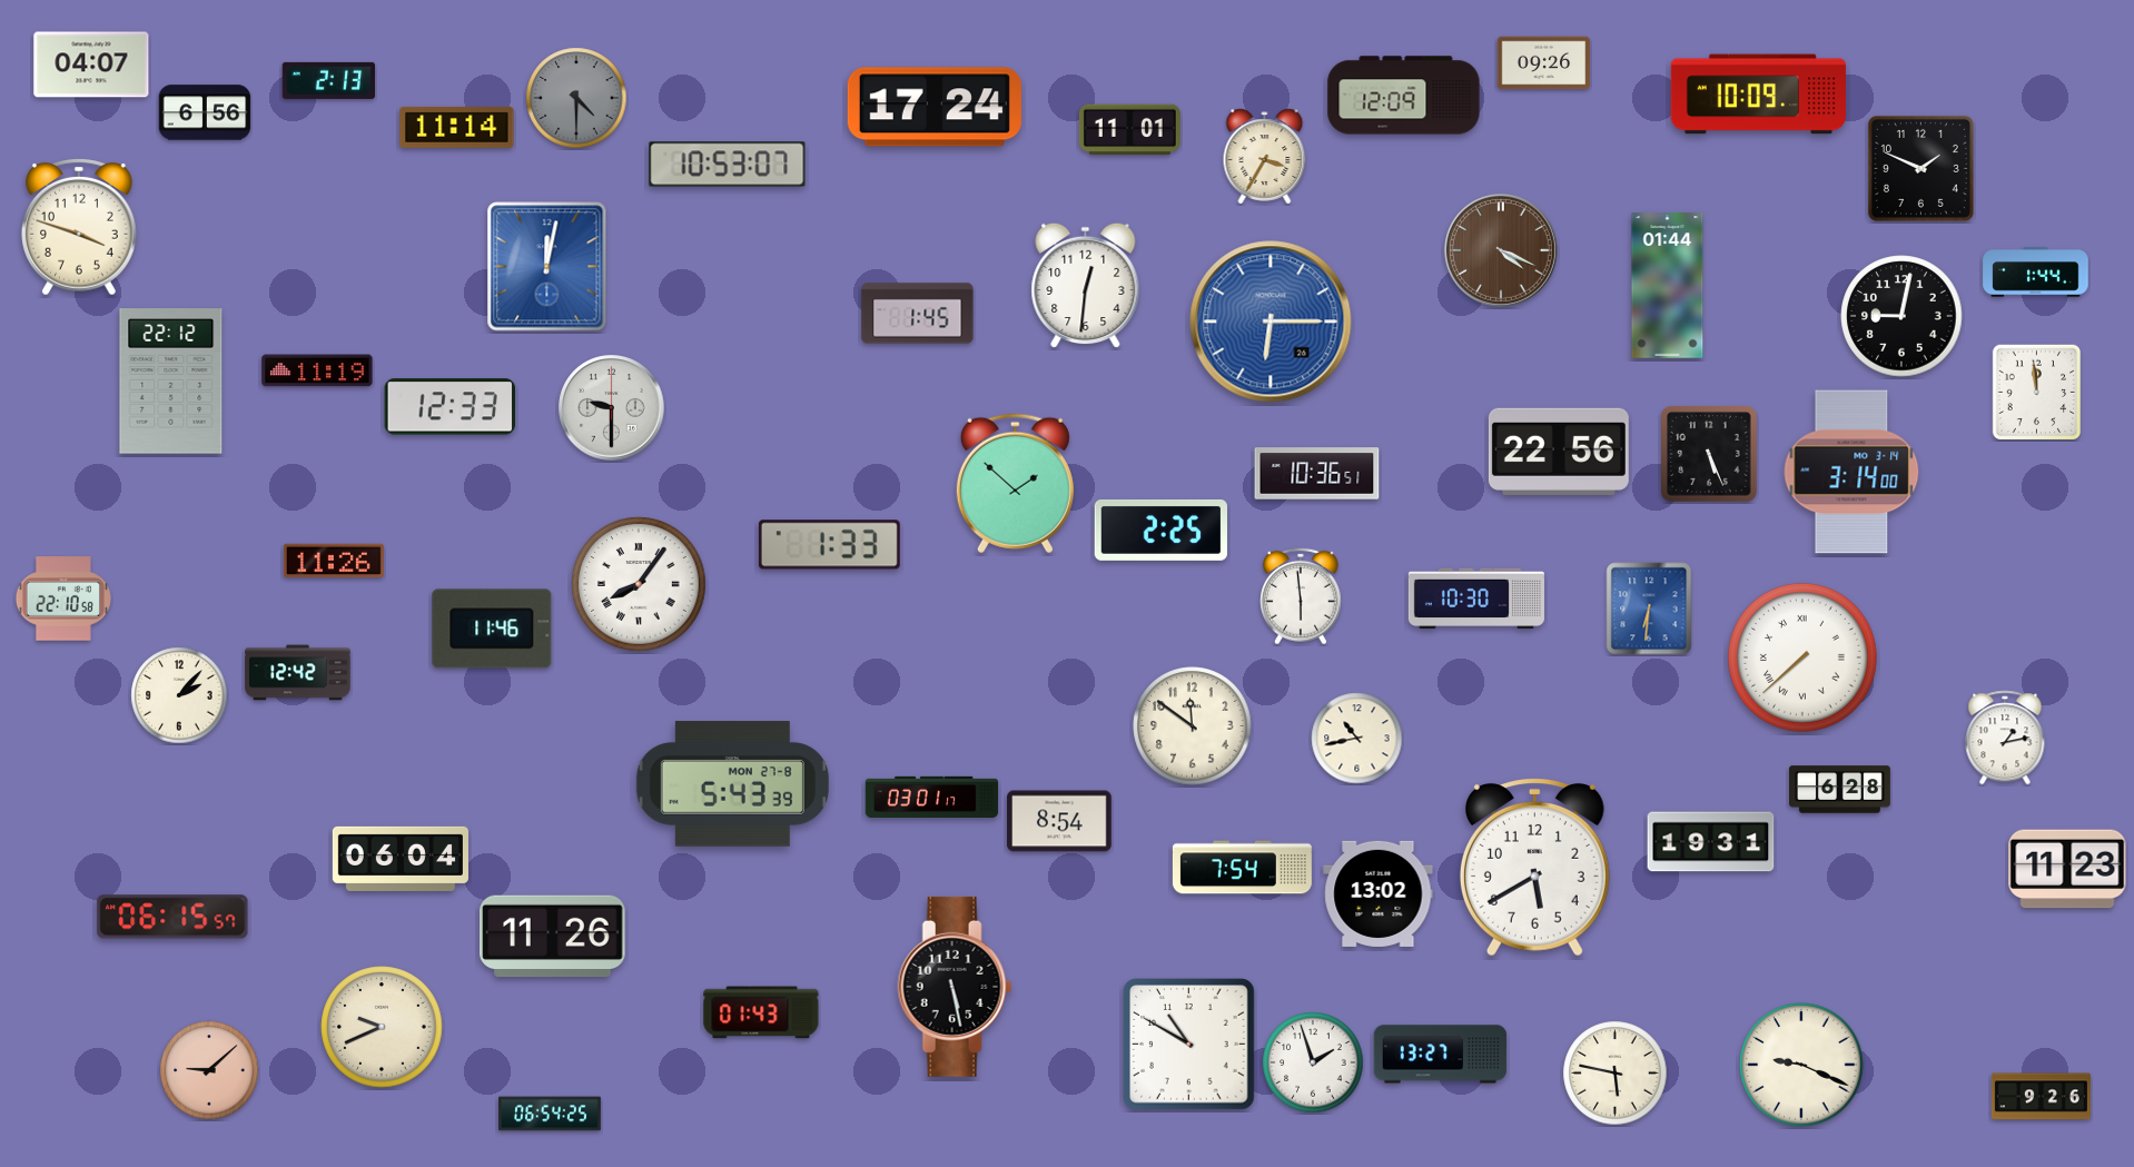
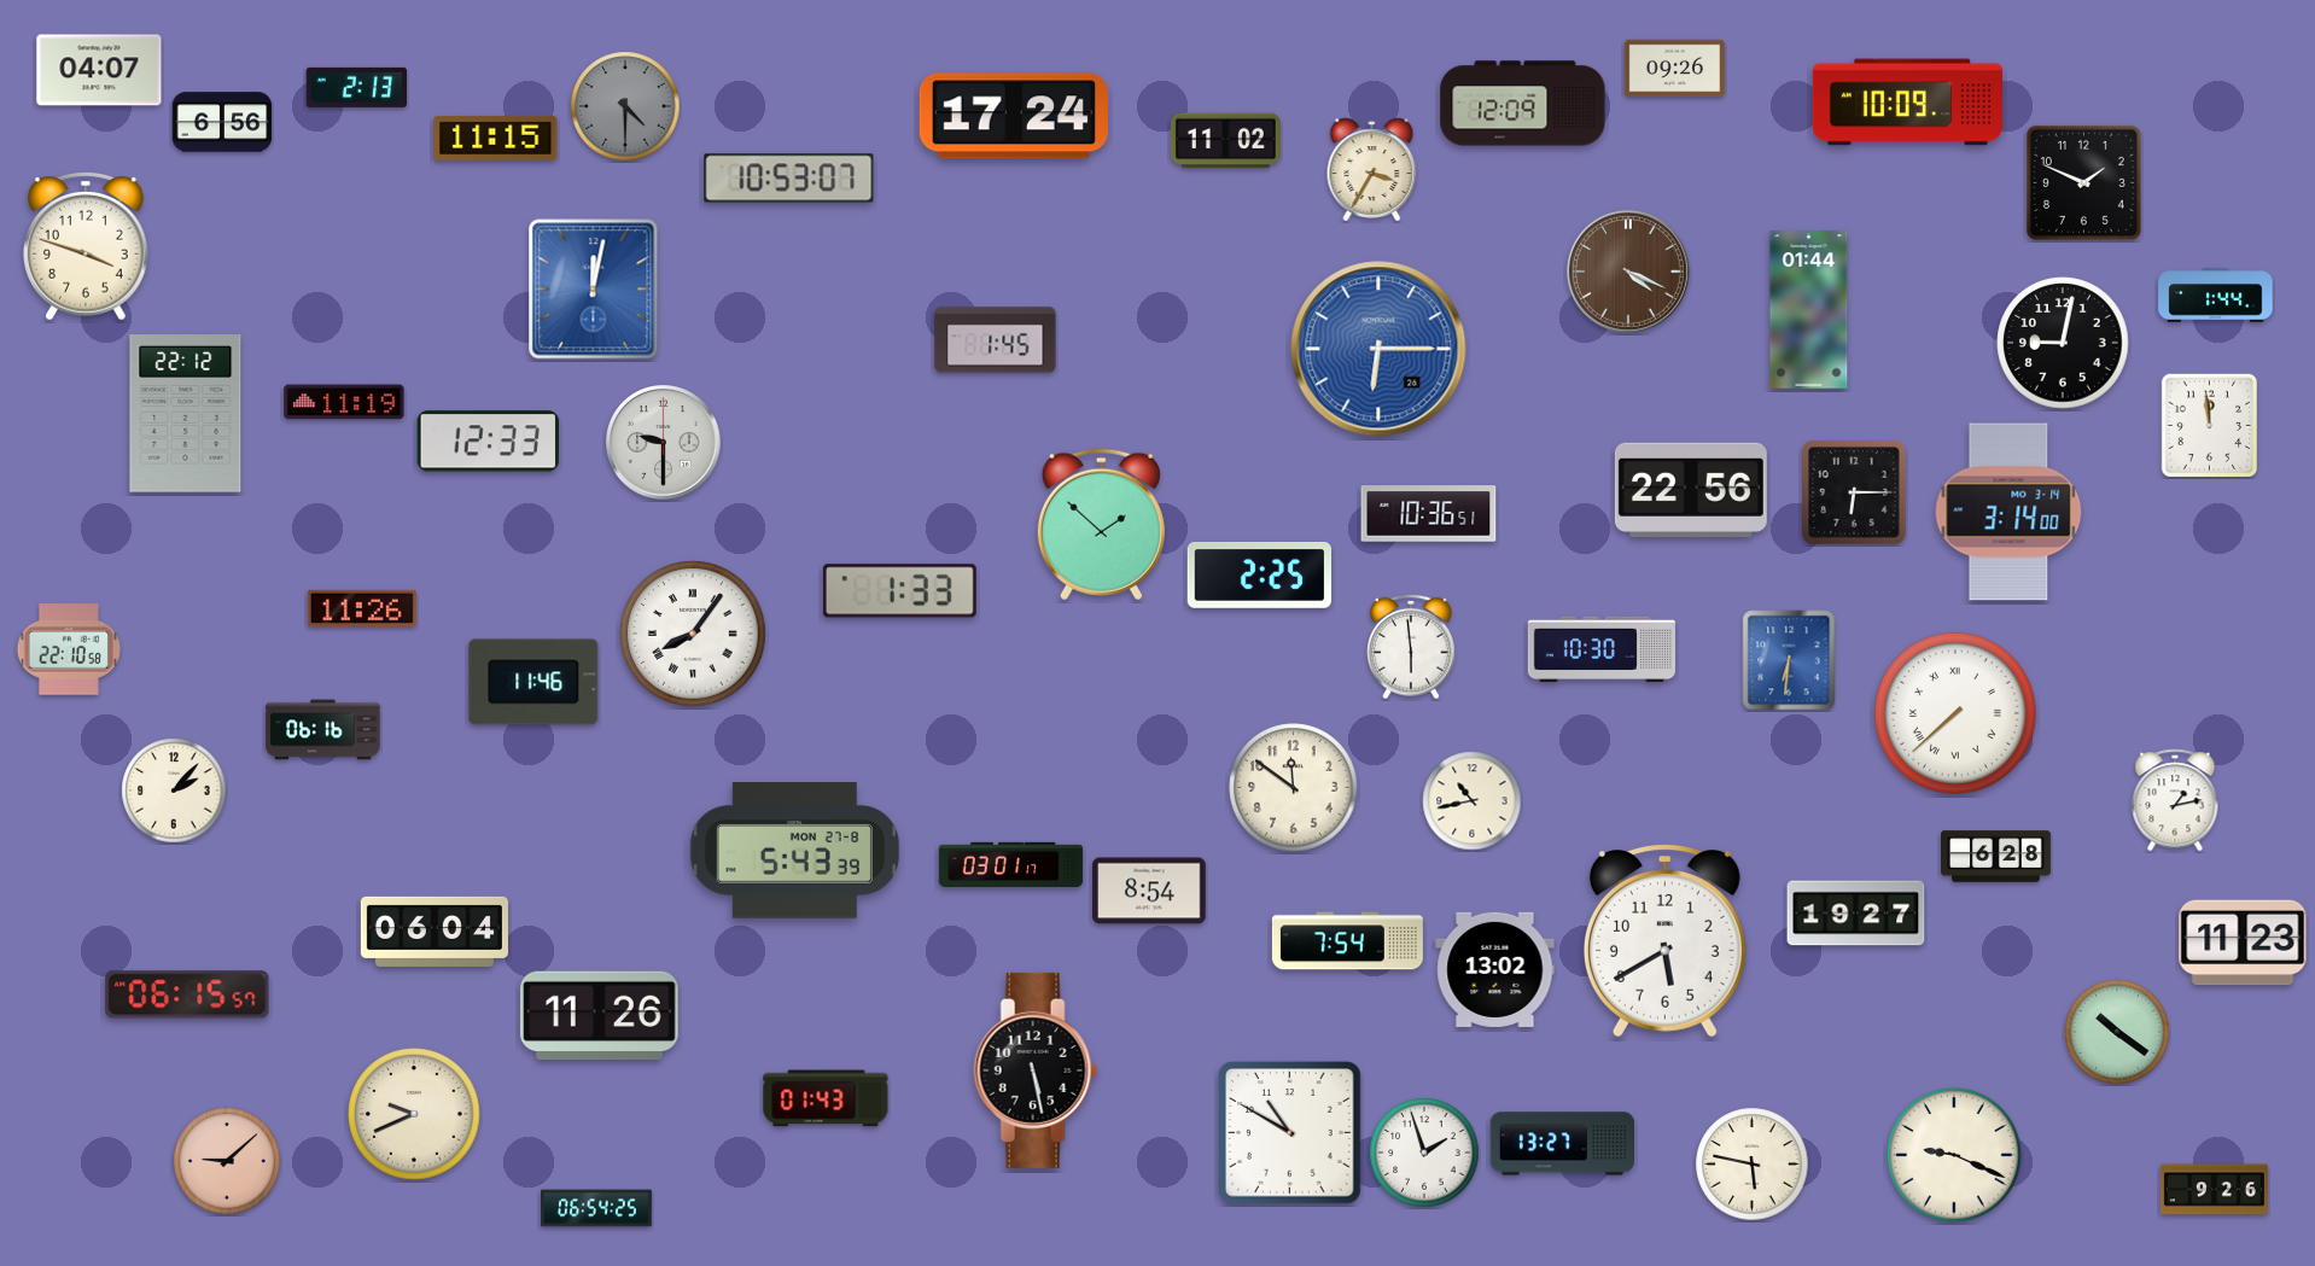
clock at (457, 128): 11:14 -> 11:15
clock at (1129, 130): 11:01 -> 11:02
clock at (2036, 273) position: (2036, 273) -> (2216, 296)
clock at (1086, 286): 12:31 -> none
clock at (1709, 454): 5:26 -> 6:15
clock at (298, 673): 12:42 -> 06:16
clock at (179, 695) position: (179, 695) -> (174, 790)
clock at (1711, 842): 19:31 -> 19:27
clock at (2117, 1032): none -> 10:21
